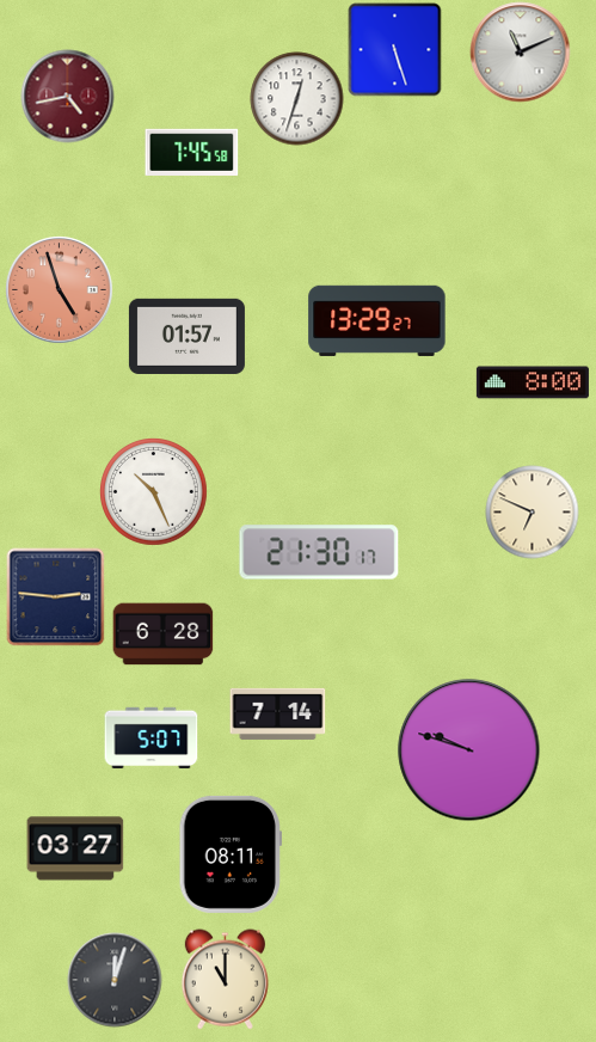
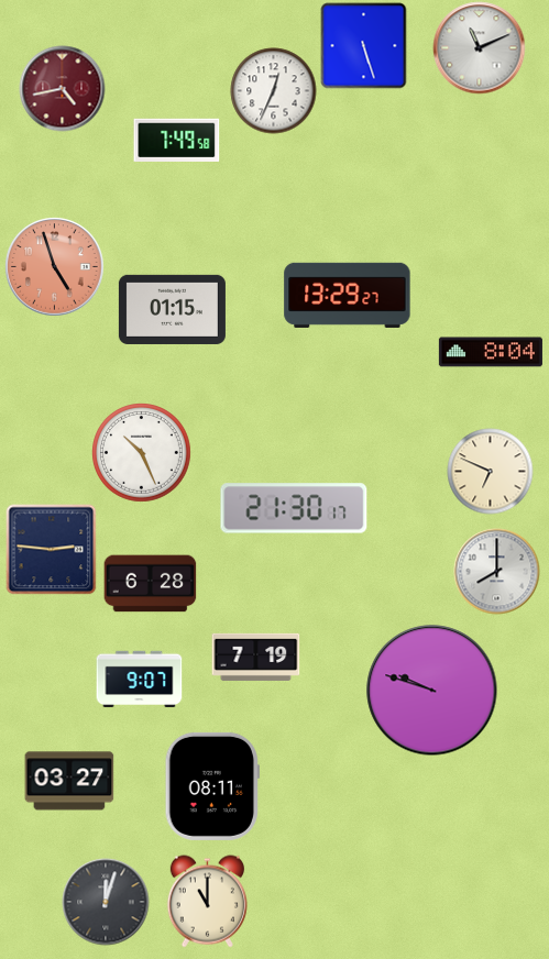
clock at (296, 98): 12:33 -> 12:34
clock at (191, 152): 7:45 -> 7:49
clock at (186, 336): 01:57 -> 01:15
clock at (533, 382): 8:00 -> 8:04
clock at (496, 571): none -> 8:00
clock at (277, 713): 7:14 -> 7:19
clock at (150, 738): 5:07 -> 9:07
